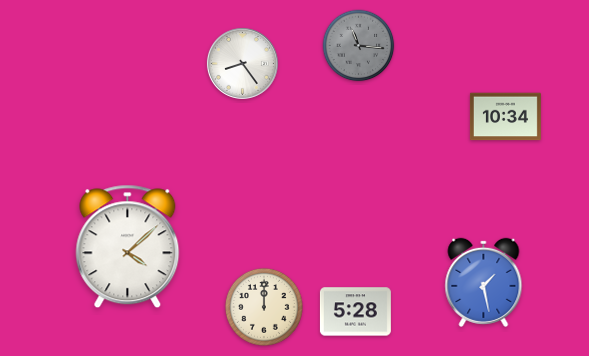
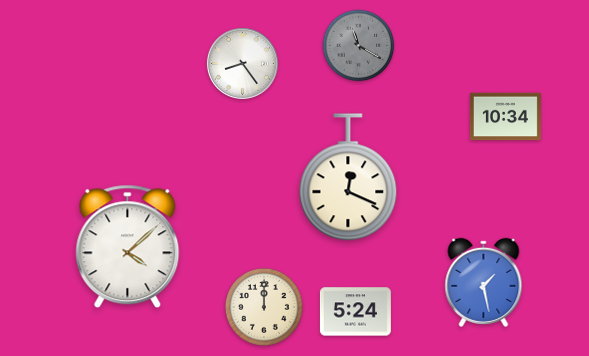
clock at (359, 46): 11:16 -> 11:20
clock at (348, 178): none -> 12:19
clock at (355, 312): 5:28 -> 5:24
